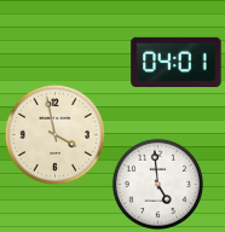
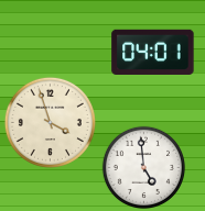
clock at (177, 62) position: (177, 62) -> (153, 52)
clock at (54, 134): 3:58 -> 3:57
